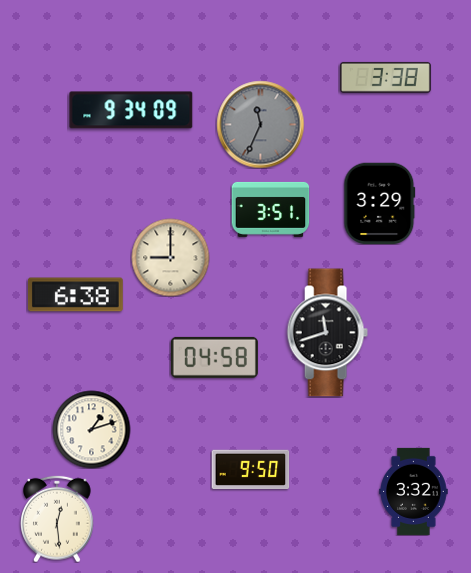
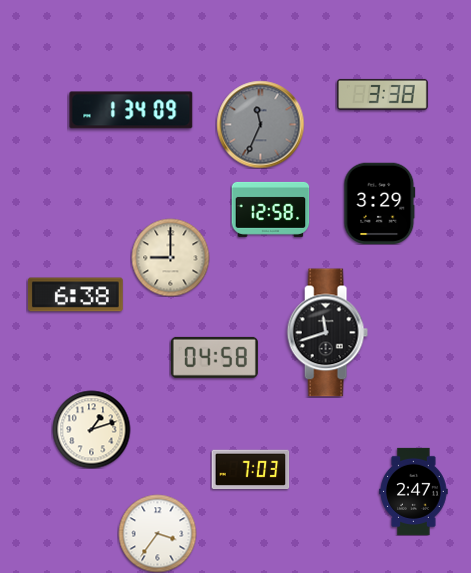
clock at (385, 77) position: (385, 77) -> (382, 94)
clock at (131, 110): 9:34 -> 1:34
clock at (270, 209): 3:51 -> 12:58
clock at (250, 470): 9:50 -> 7:03
clock at (414, 491): 3:32 -> 2:47
clock at (58, 519): 12:29 -> none
clock at (157, 533): none -> 3:36
